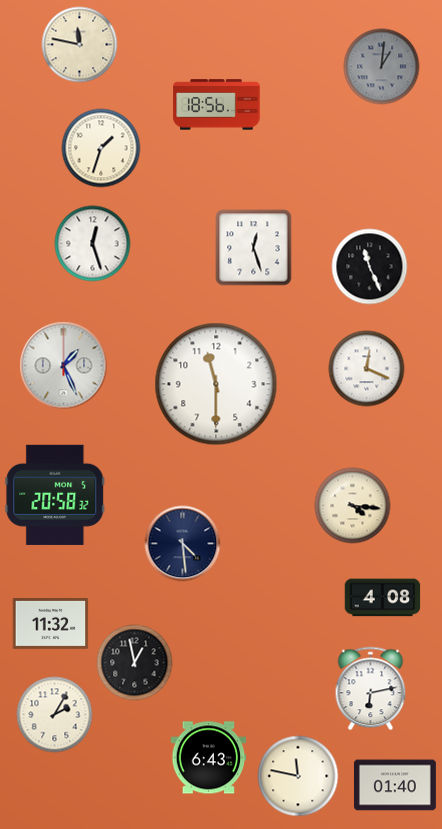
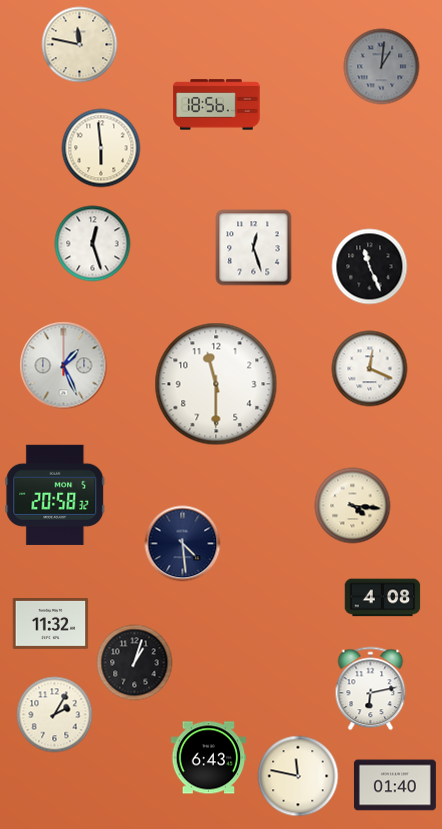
clock at (101, 148): 1:33 -> 5:59
clock at (367, 369) position: (367, 369) -> (370, 369)
clock at (135, 663): 12:58 -> 1:03
